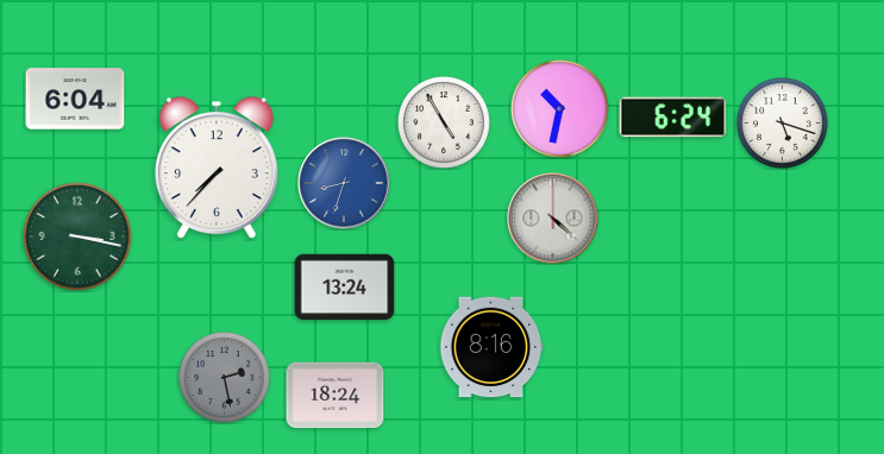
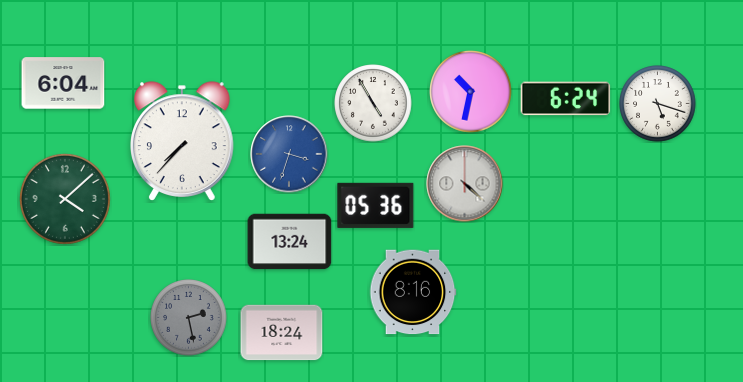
clock at (344, 183): 8:33 -> 3:33
clock at (77, 237): 3:17 -> 4:08
clock at (376, 205): none -> 05:36
